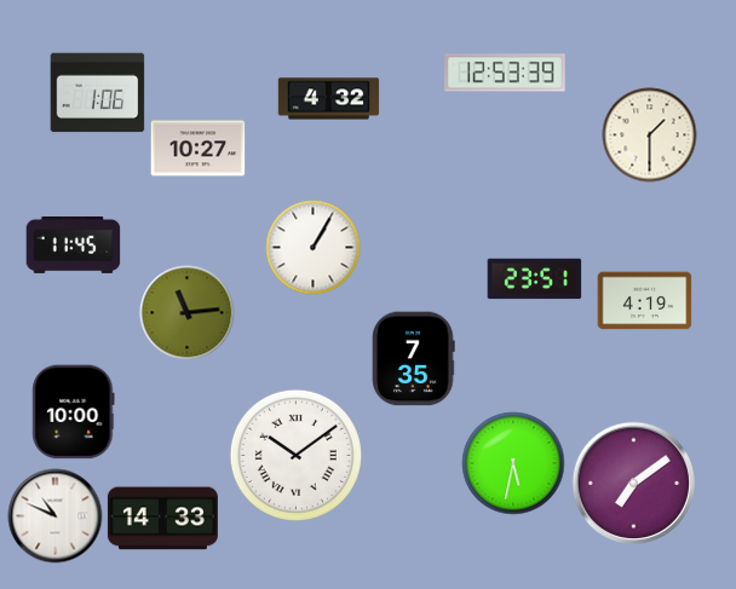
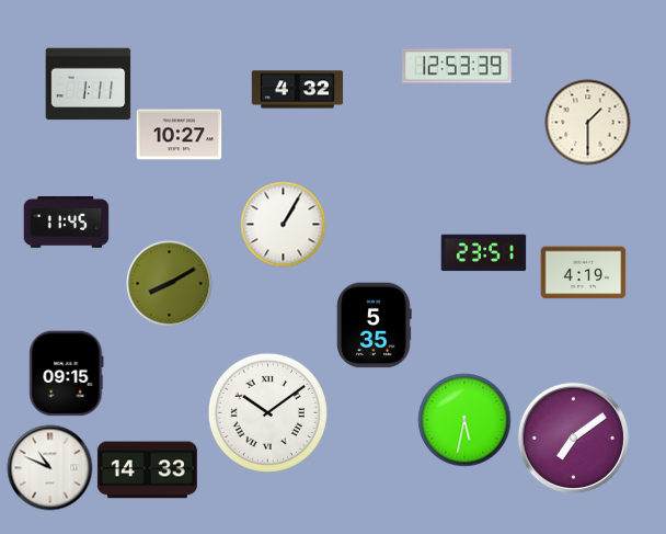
clock at (97, 93): 1:06 -> 1:11
clock at (186, 312): 11:14 -> 8:10
clock at (414, 358): 7:35 -> 5:35
clock at (74, 411): 10:00 -> 09:15
